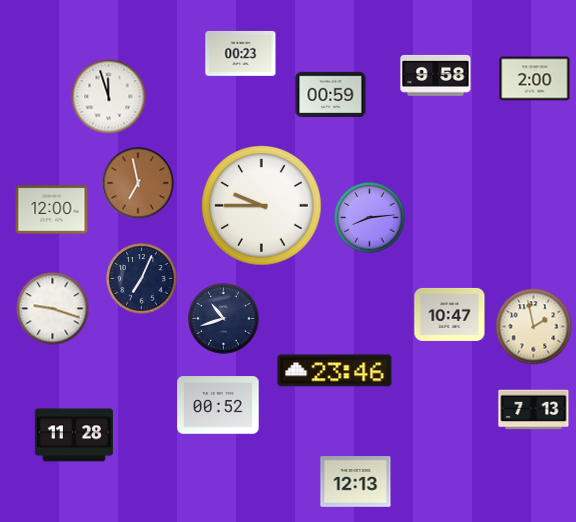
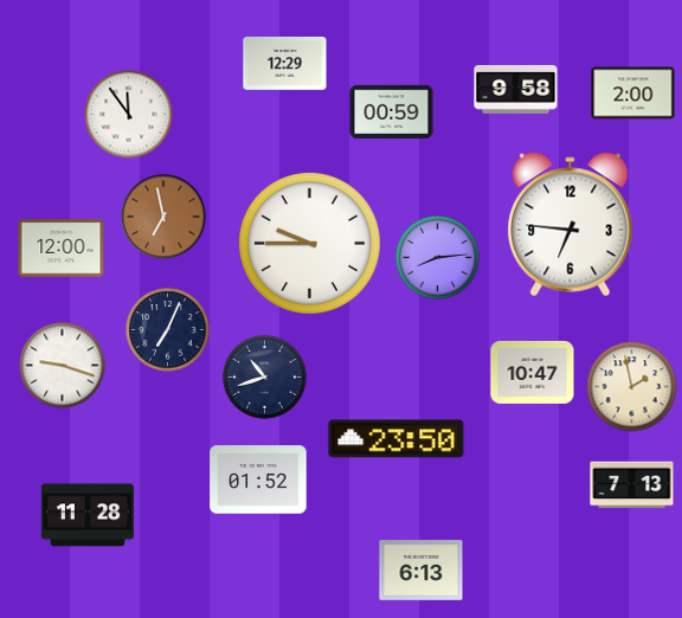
clock at (241, 53): 00:23 -> 12:29
clock at (109, 97): 11:57 -> 11:54
clock at (571, 225): none -> 6:46
clock at (335, 371): 23:46 -> 23:50
clock at (218, 405): 00:52 -> 01:52
clock at (356, 482): 12:13 -> 6:13
